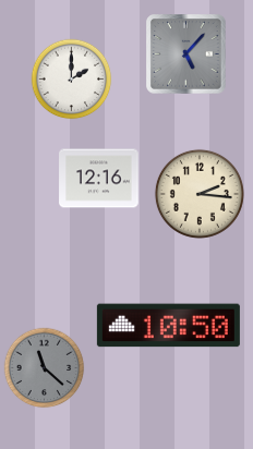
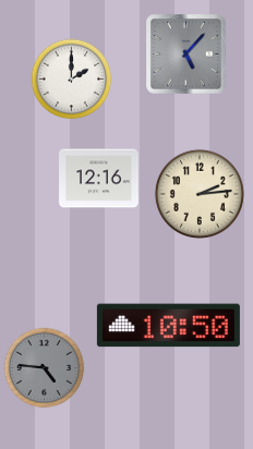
clock at (200, 194): 2:16 -> 2:14
clock at (45, 368): 11:22 -> 4:46
